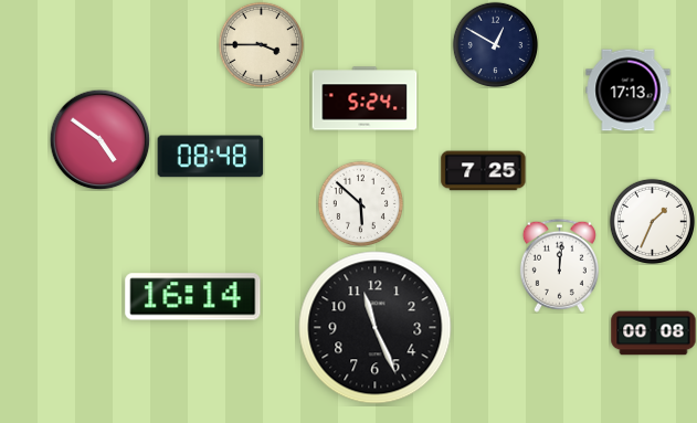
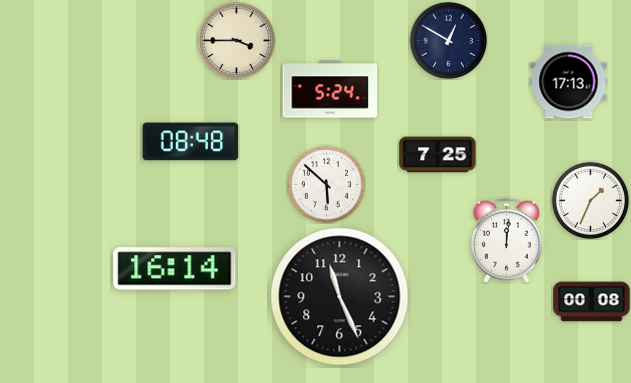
clock at (99, 139): 4:51 -> none
